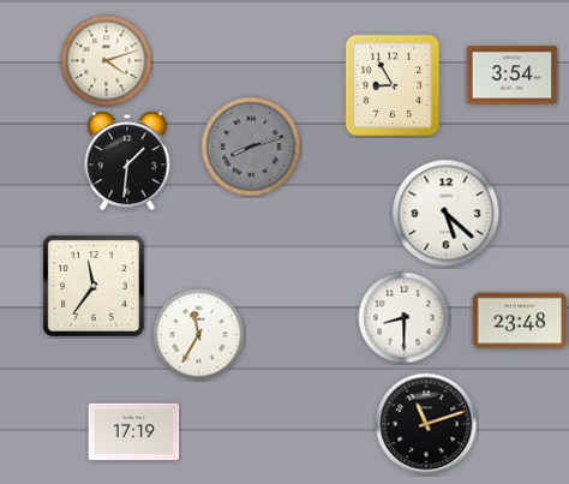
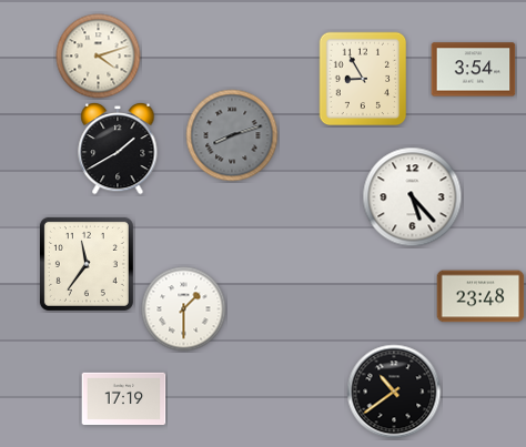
clock at (127, 161): 1:31 -> 1:40
clock at (447, 214): 5:22 -> 5:23
clock at (405, 318): 8:30 -> none
clock at (199, 335): 11:35 -> 1:30
clock at (426, 424): 11:12 -> 10:39
